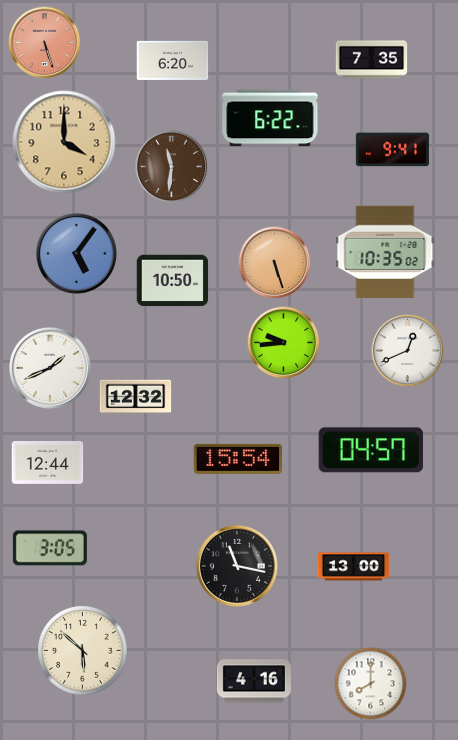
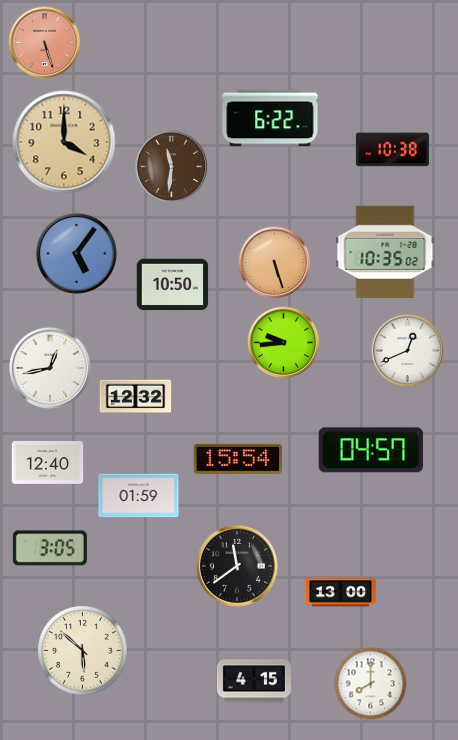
clock at (173, 60): 6:20 -> none
clock at (372, 60): 7:35 -> none
clock at (392, 150): 9:41 -> 10:38
clock at (173, 281) position: (173, 281) -> (173, 285)
clock at (50, 368): 1:41 -> 12:43
clock at (48, 463): 12:44 -> 12:40
clock at (139, 496): none -> 01:59
clock at (237, 566): 11:17 -> 11:39
clock at (354, 567) position: (354, 567) -> (341, 593)
clock at (254, 681): 4:16 -> 4:15
